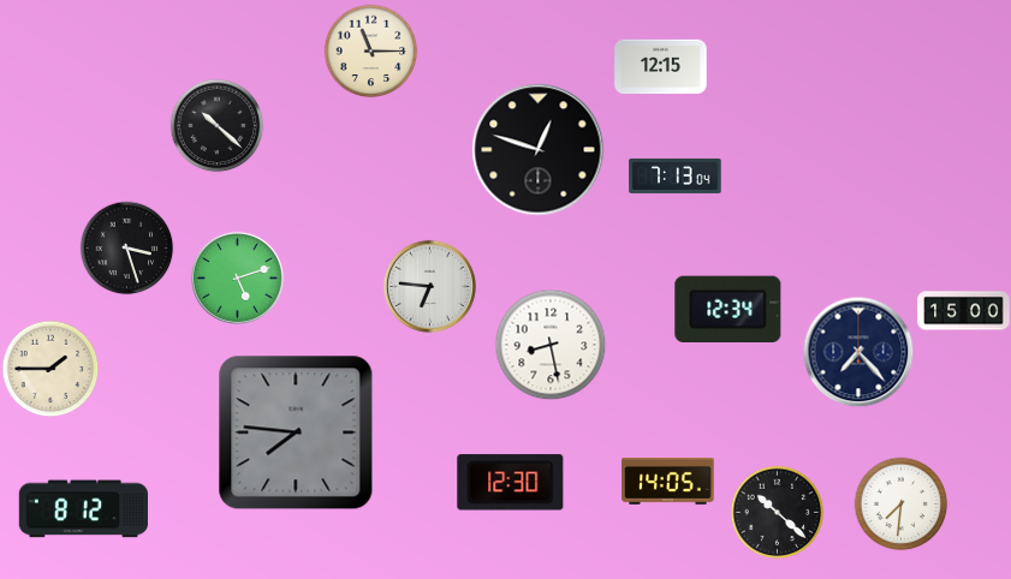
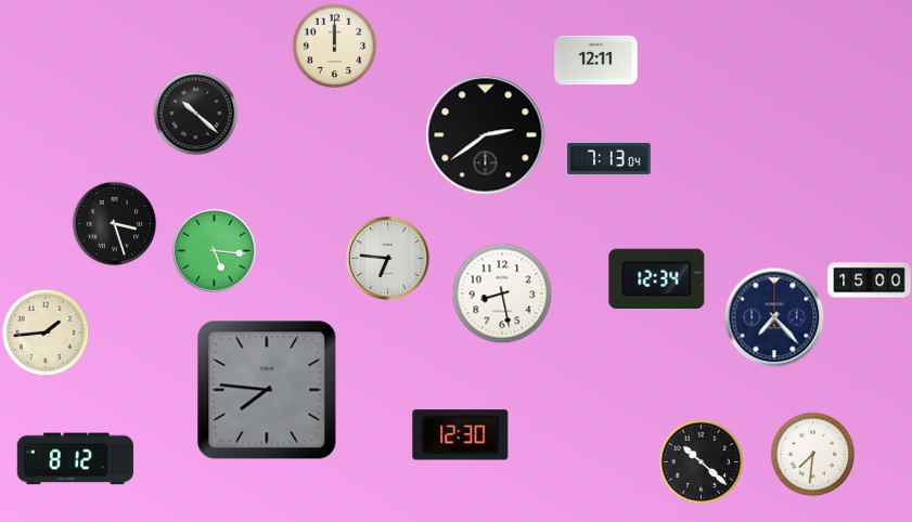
clock at (370, 50): 11:15 -> 12:00
clock at (661, 67): 12:15 -> 12:11
clock at (539, 150): 12:48 -> 2:39
clock at (237, 277): 5:12 -> 5:16
clock at (551, 345) position: (551, 345) -> (502, 293)
clock at (50, 369): 1:45 -> 1:44
clock at (668, 482): 14:05 -> none
